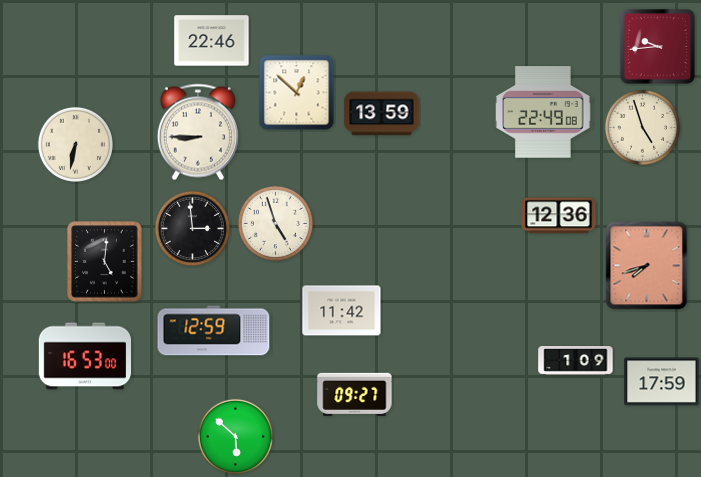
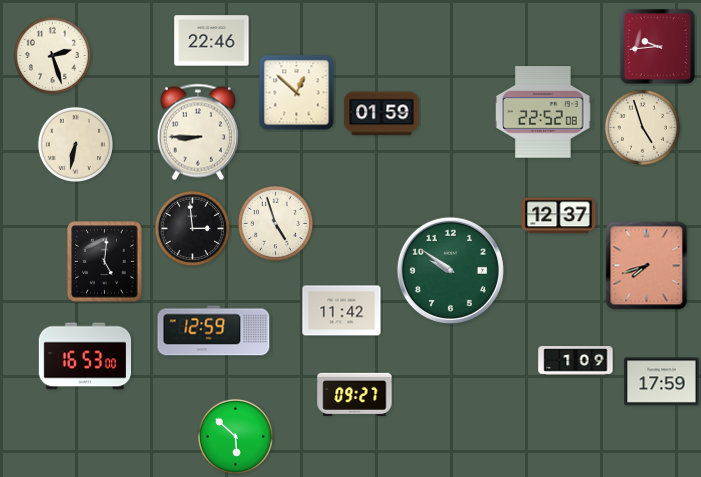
clock at (52, 55): none -> 2:27
clock at (544, 112): 22:49 -> 22:52
clock at (382, 114): 13:59 -> 01:59
clock at (559, 216): 12:36 -> 12:37
clock at (450, 270): none -> 9:51
